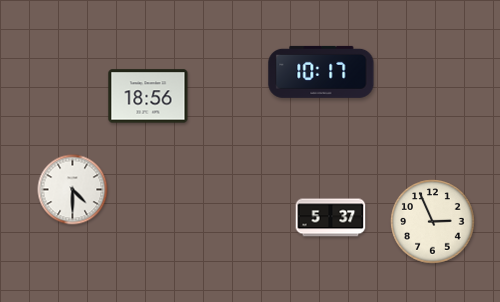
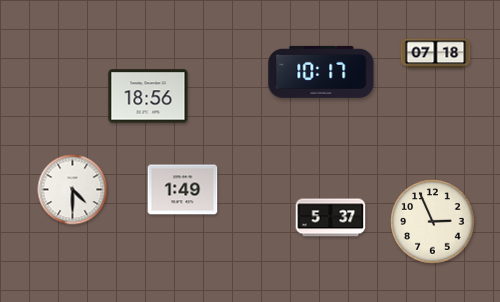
clock at (436, 54): none -> 07:18
clock at (183, 190): none -> 1:49
